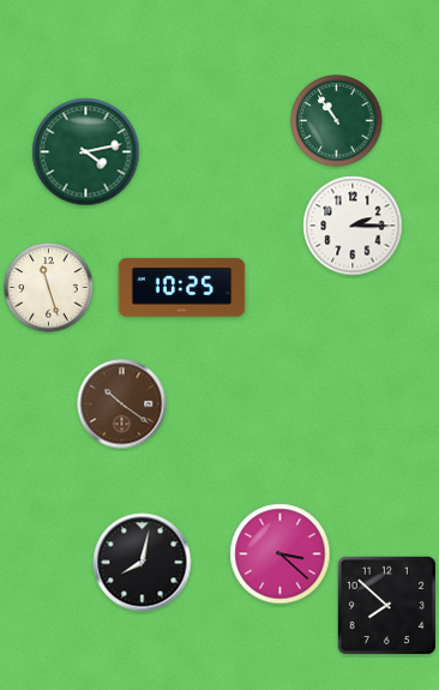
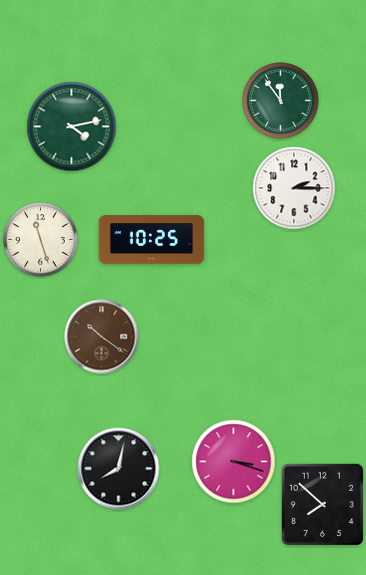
clock at (337, 121): 10:54 -> 11:54
clock at (281, 554): 3:22 -> 3:18
